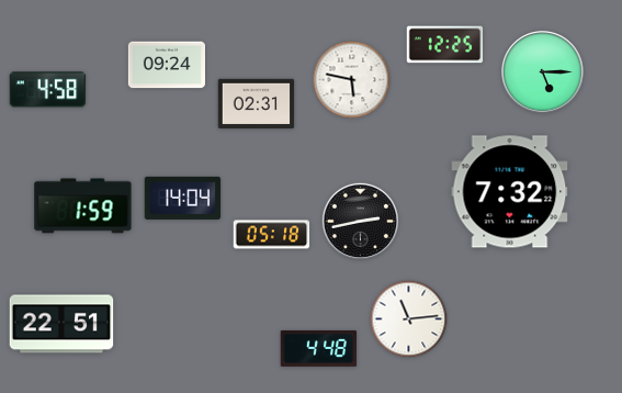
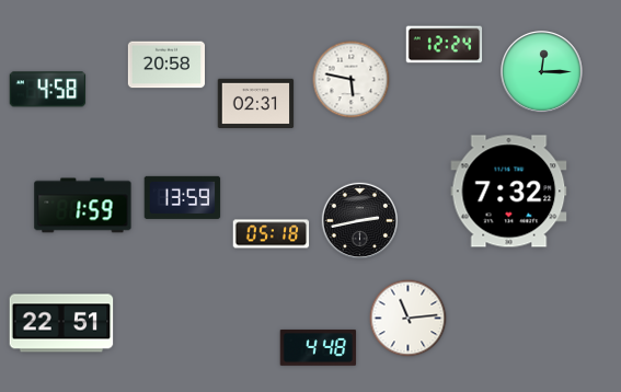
clock at (445, 45): 12:25 -> 12:24
clock at (166, 65): 09:24 -> 20:58
clock at (543, 72): 5:15 -> 12:15
clock at (183, 198): 14:04 -> 13:59
